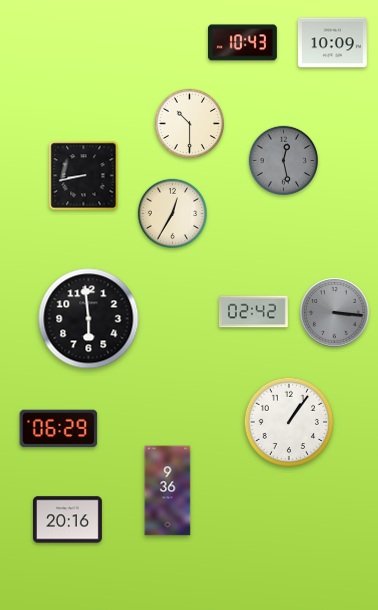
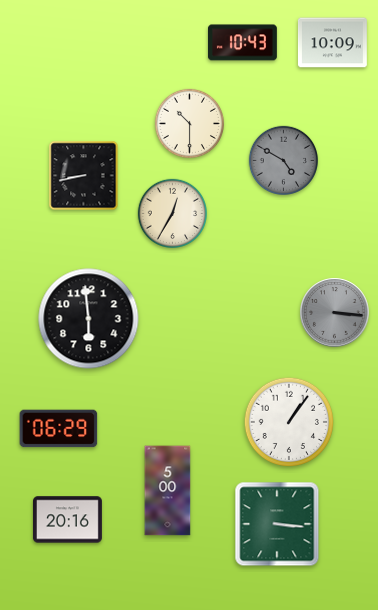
clock at (284, 161): 12:28 -> 4:50
clock at (253, 312): 02:42 -> none
clock at (168, 491): 9:36 -> 5:00
clock at (277, 524): none -> 3:16
